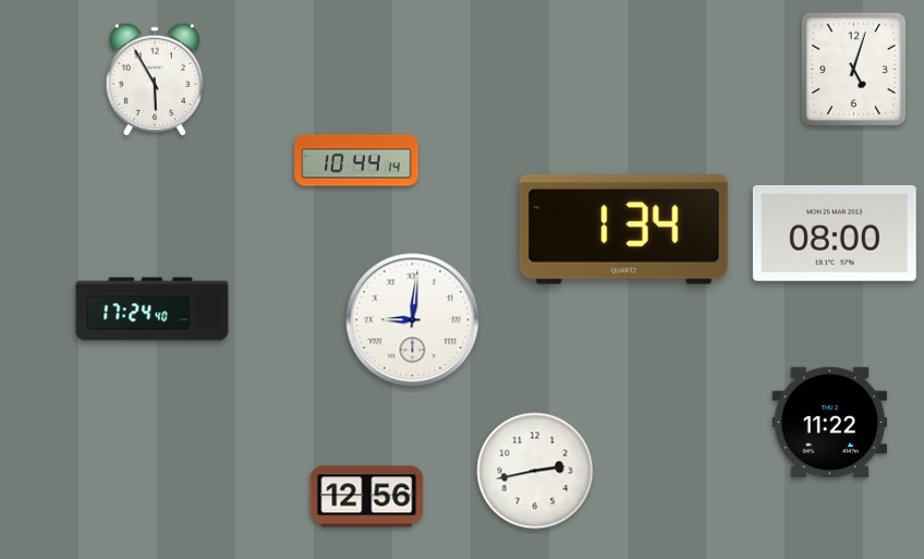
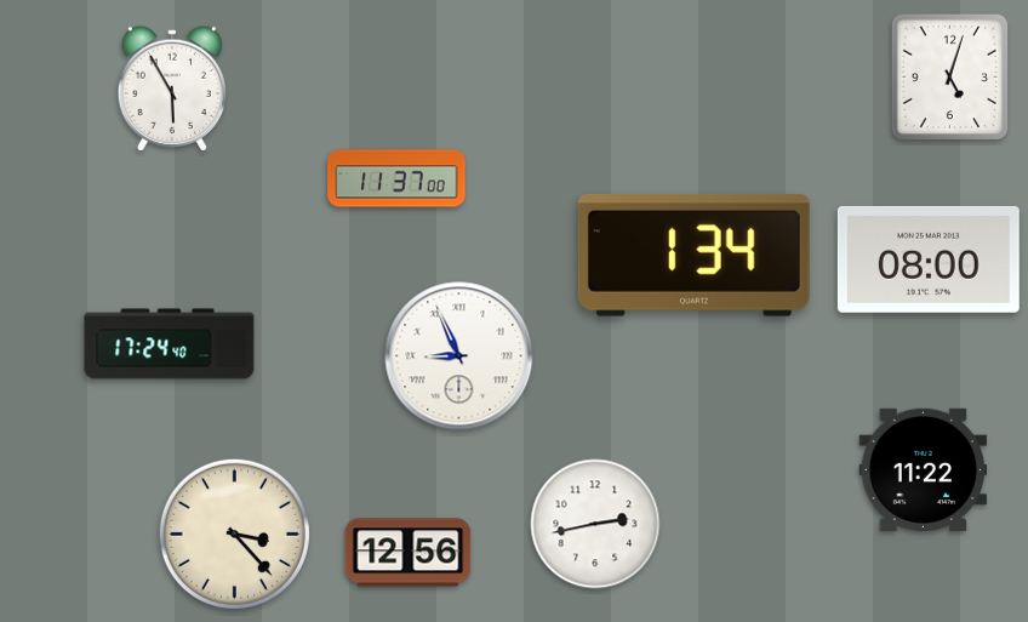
clock at (356, 160): 10:44 -> 11:37
clock at (413, 320): 9:01 -> 8:56
clock at (234, 533): none -> 3:23
